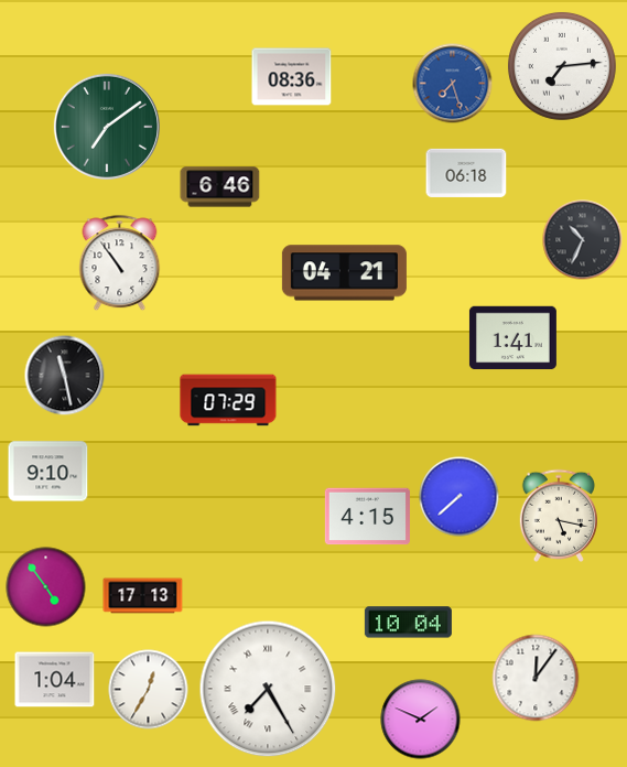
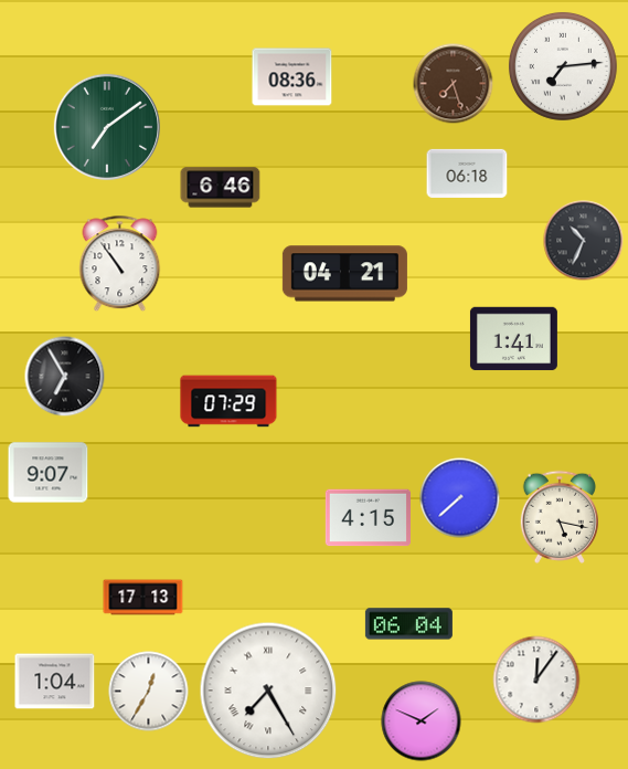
clock at (453, 84) dial: blue -> brown
clock at (65, 376): 11:28 -> 6:55
clock at (48, 472): 9:10 -> 9:07
clock at (46, 587): 4:54 -> none
clock at (408, 623): 10:04 -> 06:04
